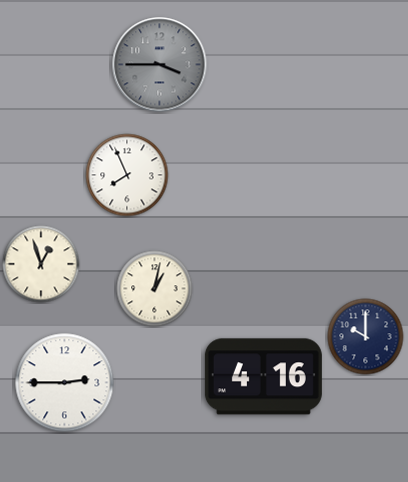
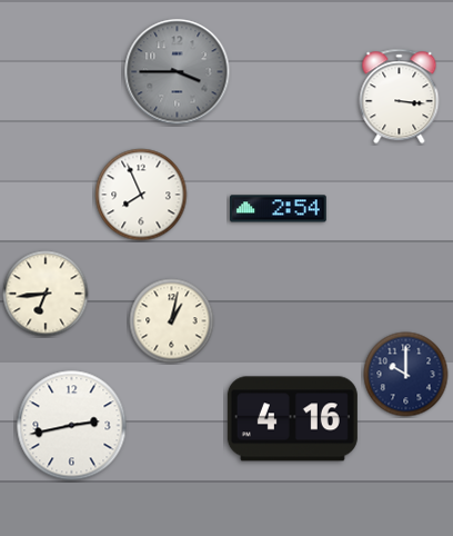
clock at (400, 97): none -> 3:16
clock at (279, 209): none -> 2:54
clock at (41, 264): 12:57 -> 6:44
clock at (65, 383): 2:45 -> 2:43
